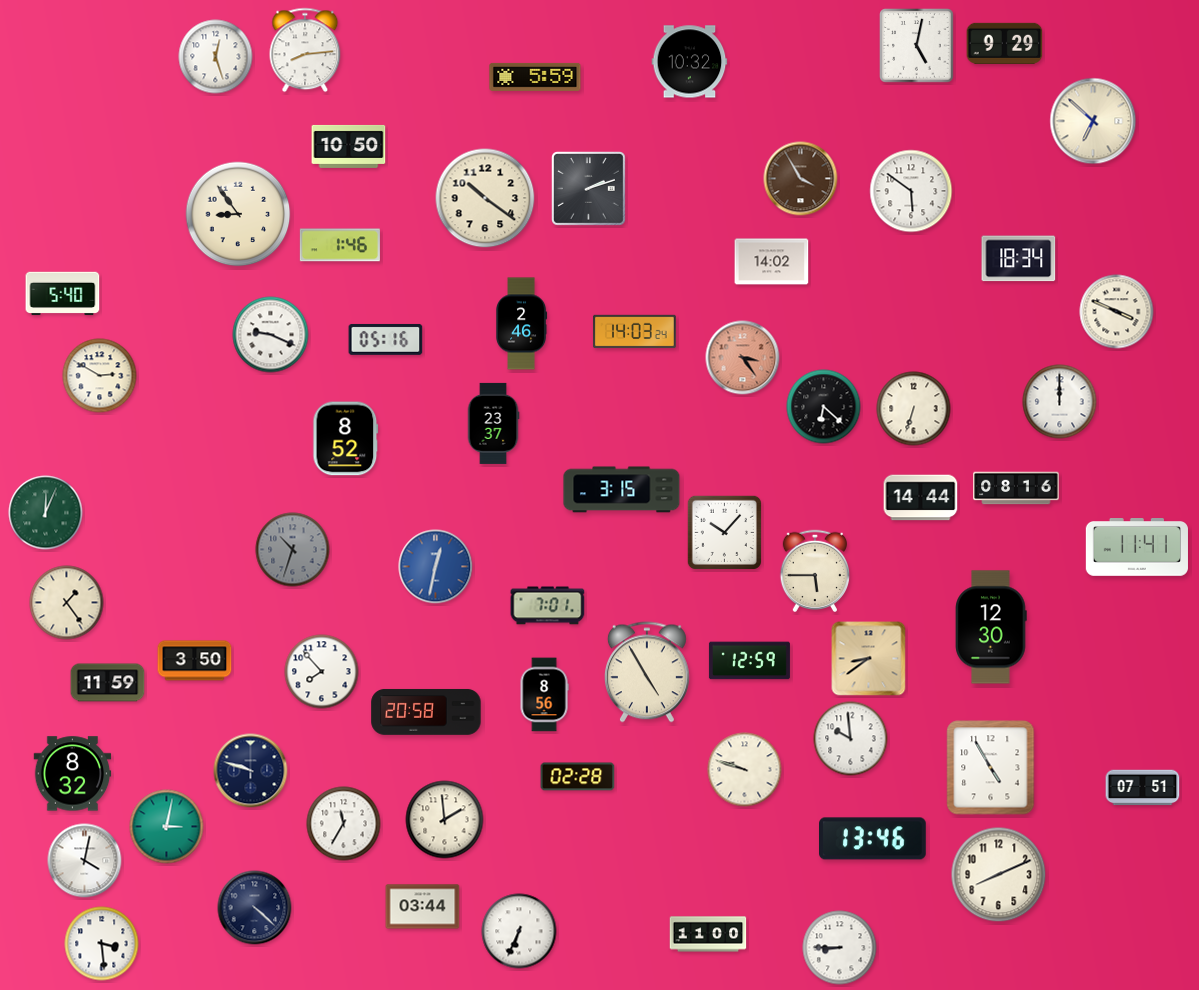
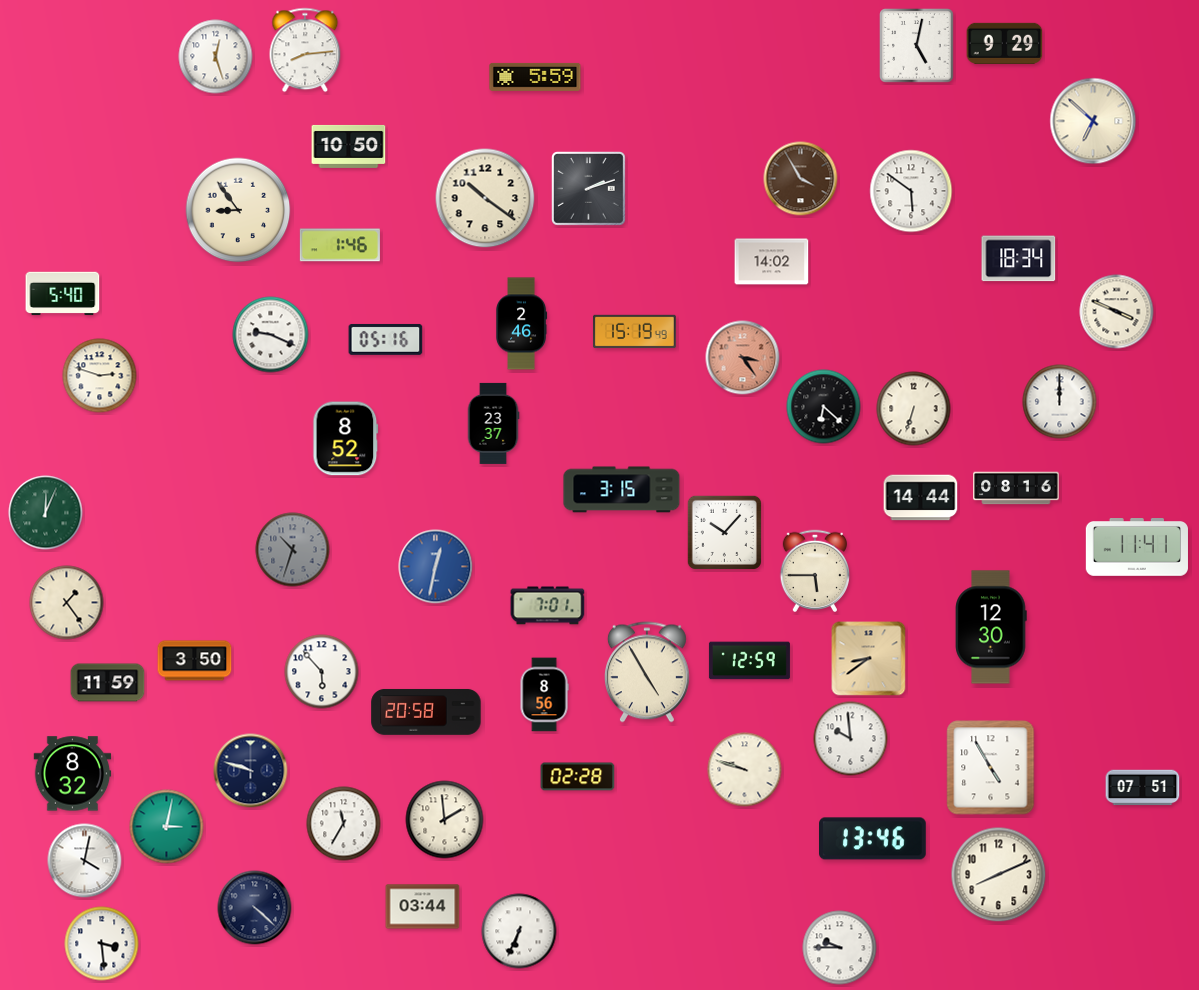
clock at (690, 62): 10:32 -> none
clock at (238, 214) position: (238, 214) -> (238, 210)
clock at (635, 332): 14:03 -> 15:19
clock at (100, 376): 2:50 -> 2:48
clock at (322, 672): 7:53 -> 5:53
clock at (708, 934): 11:00 -> none
clock at (840, 948): 8:45 -> 9:45
